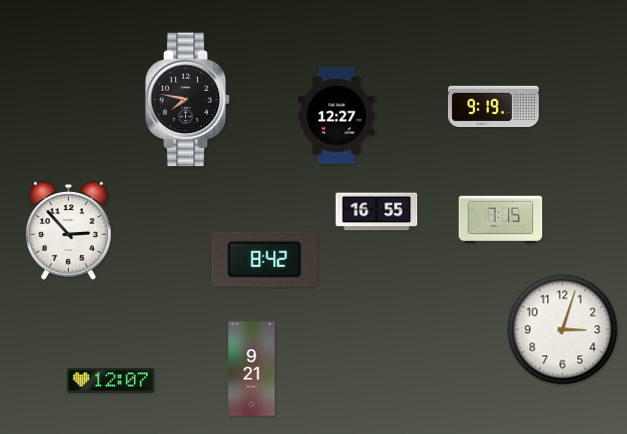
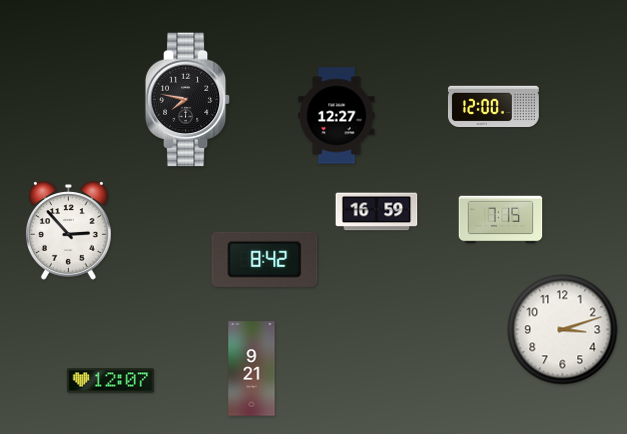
clock at (493, 106): 9:19 -> 12:00
clock at (377, 212): 16:55 -> 16:59
clock at (563, 330): 3:03 -> 3:12
